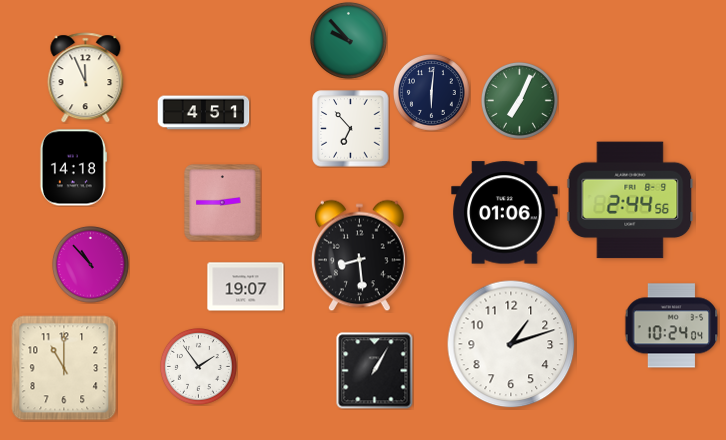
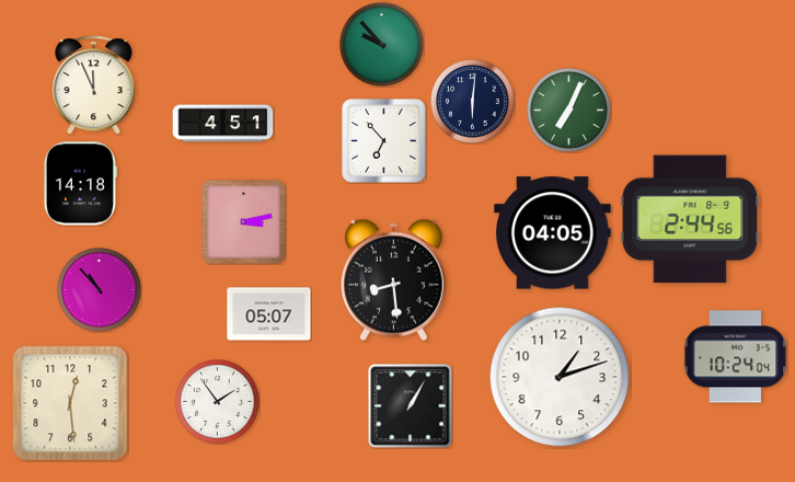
clock at (223, 203): 2:45 -> 3:13
clock at (505, 213): 01:06 -> 04:05
clock at (246, 287): 19:07 -> 05:07
clock at (64, 368): 11:00 -> 12:29
